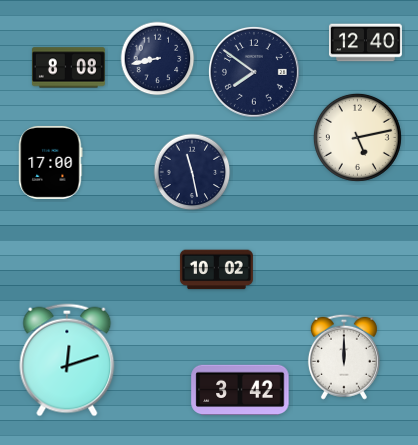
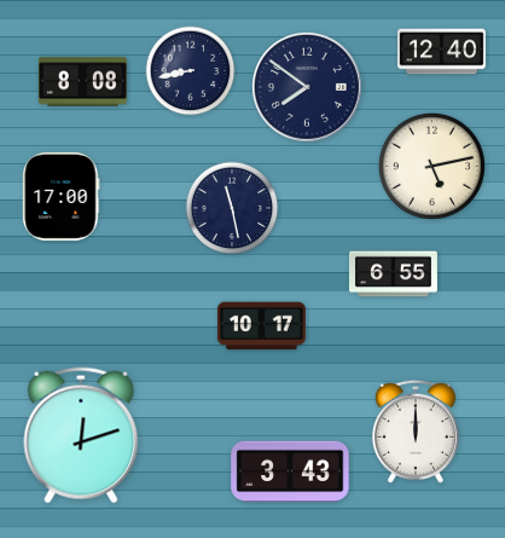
clock at (393, 274): none -> 6:55
clock at (216, 270): 10:02 -> 10:17
clock at (240, 390): 3:42 -> 3:43
